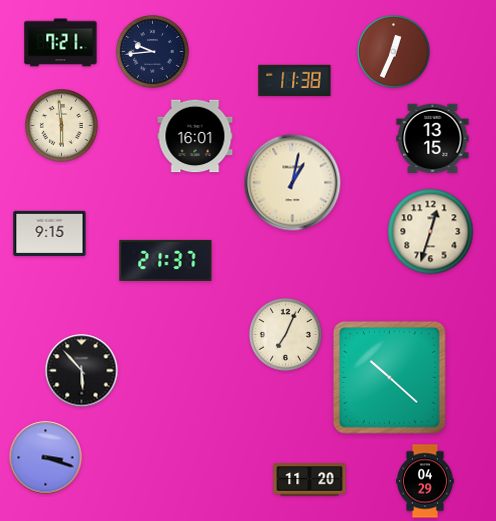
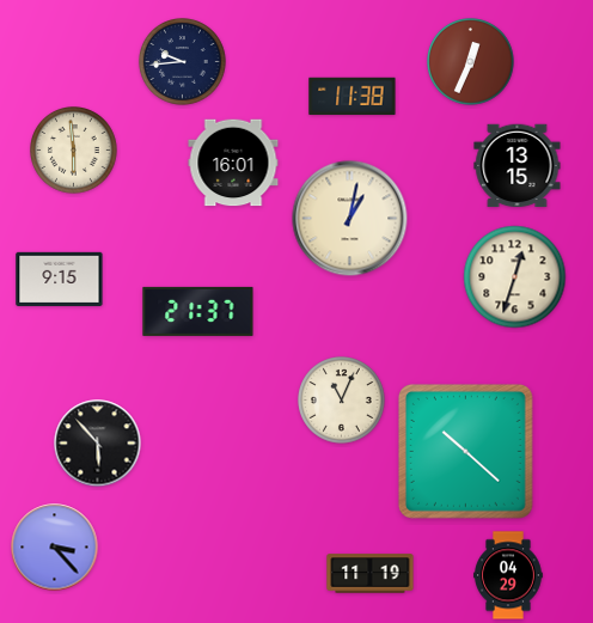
clock at (61, 43): 7:21 -> none
clock at (286, 335): 7:04 -> 11:04
clock at (46, 458): 3:18 -> 3:23
clock at (310, 480): 11:20 -> 11:19
